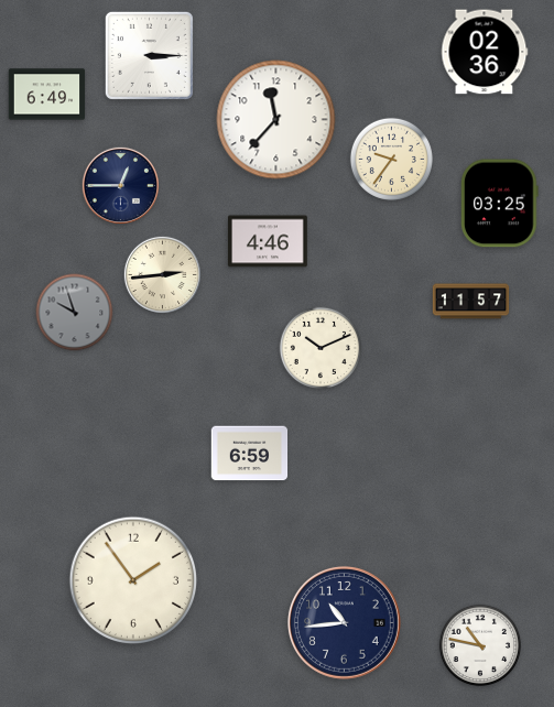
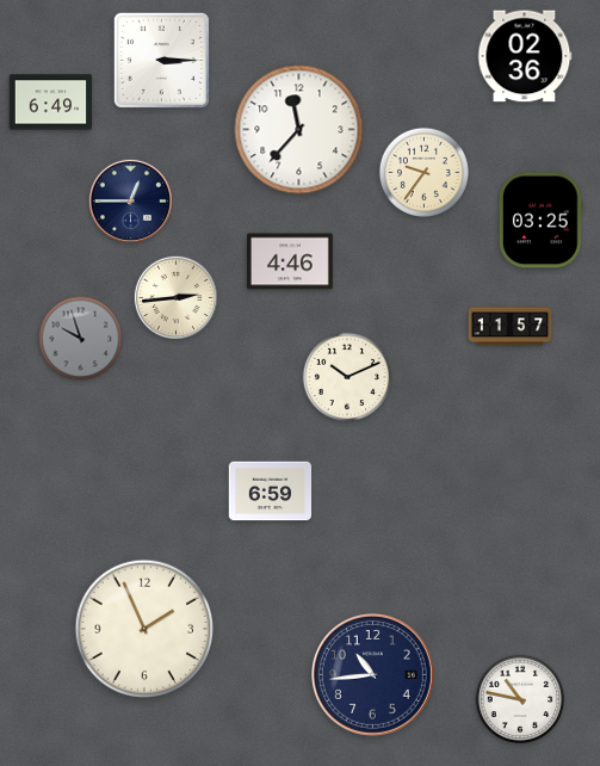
clock at (133, 580): 1:54 -> 1:56
